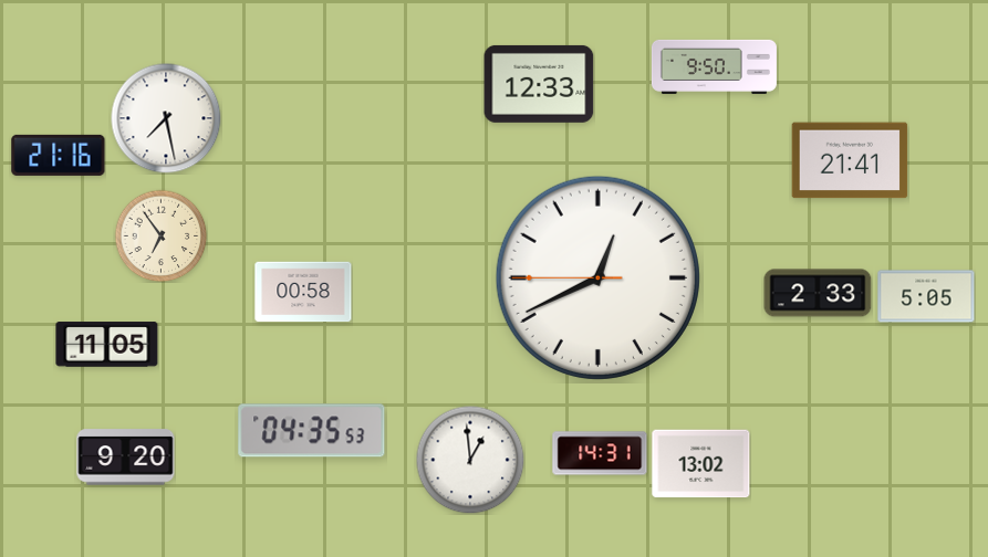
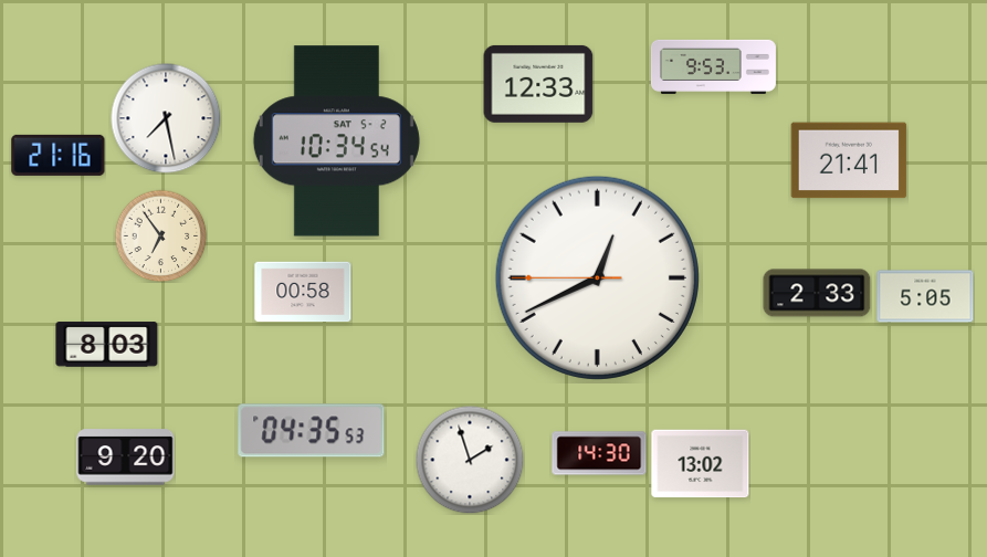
clock at (714, 66): 9:50 -> 9:53
clock at (336, 141): none -> 10:34
clock at (107, 345): 11:05 -> 8:03
clock at (600, 453): 14:31 -> 14:30
clock at (470, 460): 12:59 -> 1:57
